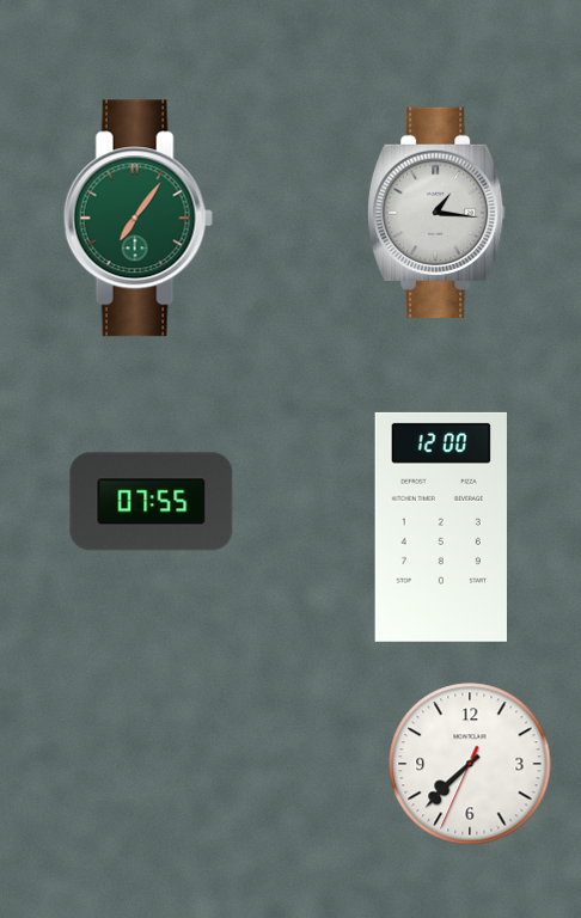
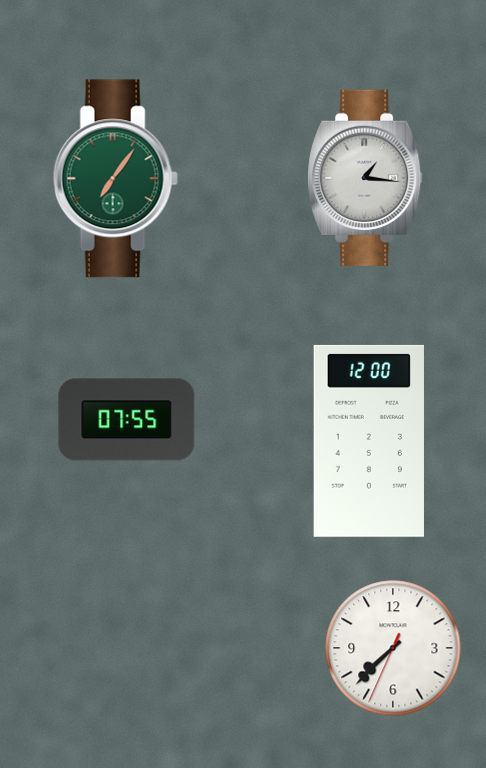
clock at (137, 219) position: (137, 219) -> (115, 179)
clock at (470, 764) position: (470, 764) -> (393, 648)
